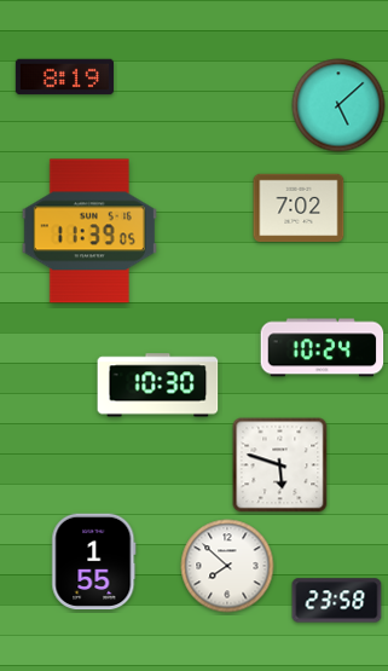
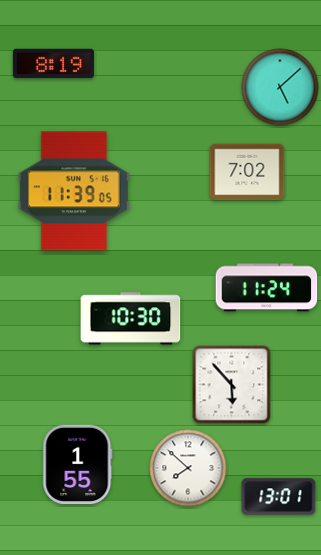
clock at (323, 348): 10:24 -> 11:24
clock at (280, 465): 5:48 -> 5:53
clock at (337, 601): 23:58 -> 13:01
